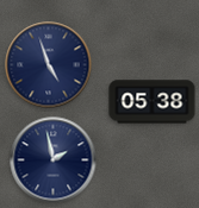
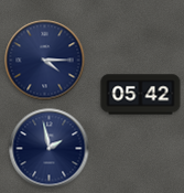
clock at (49, 65): 4:57 -> 4:15
clock at (153, 102): 05:38 -> 05:42
